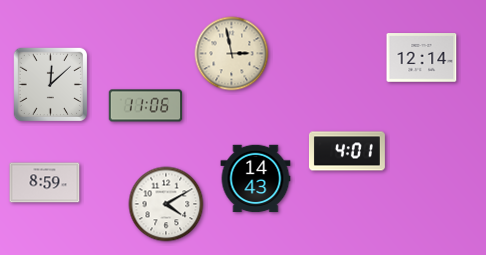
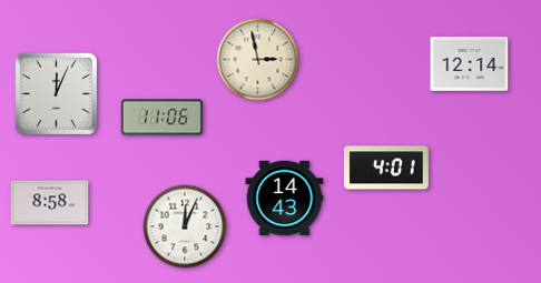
clock at (50, 84): 12:08 -> 12:04
clock at (45, 183): 8:59 -> 8:58
clock at (166, 204): 4:10 -> 12:04
